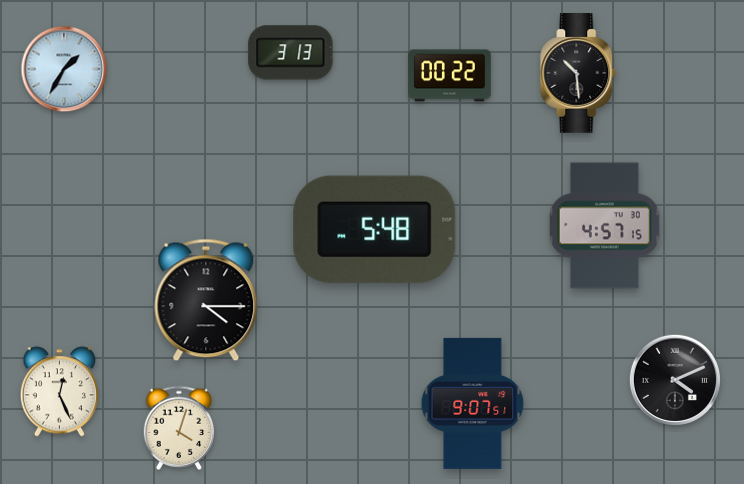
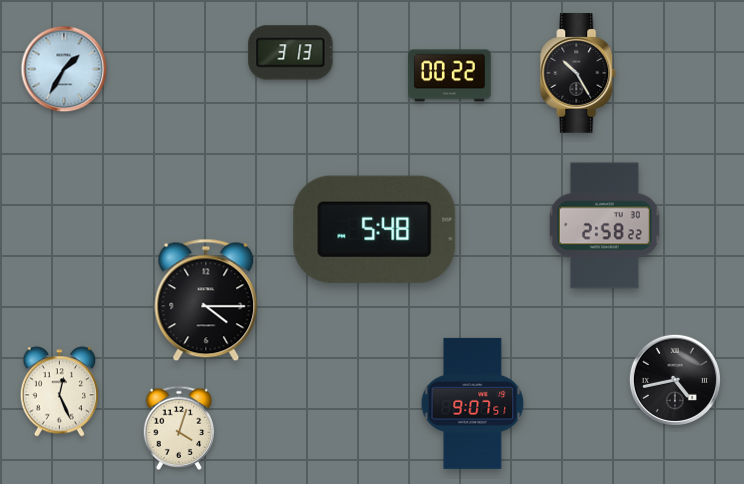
clock at (578, 74): 10:29 -> 10:25
clock at (604, 226): 4:57 -> 2:58
clock at (675, 380): 4:11 -> 4:43
